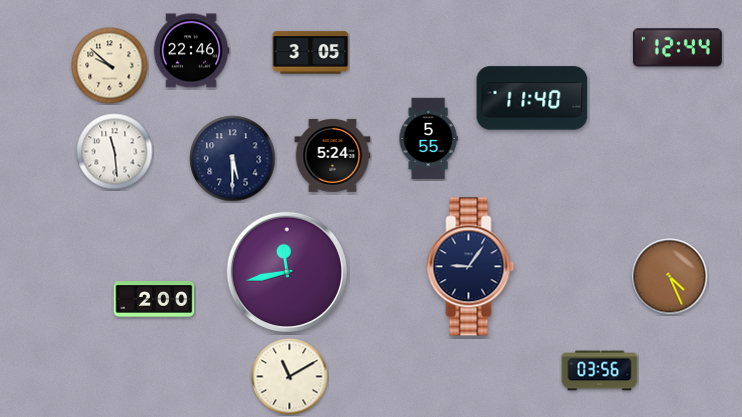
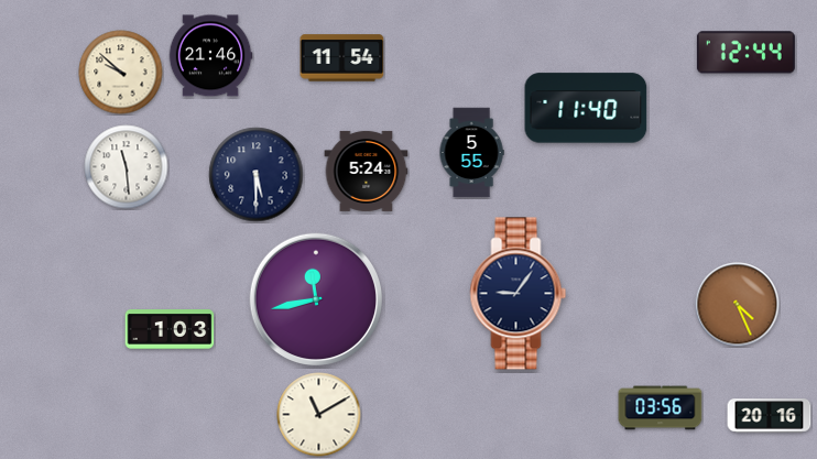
clock at (191, 51): 22:46 -> 21:46
clock at (311, 53): 3:05 -> 11:54
clock at (154, 299): 2:00 -> 1:03
clock at (770, 416): none -> 20:16
